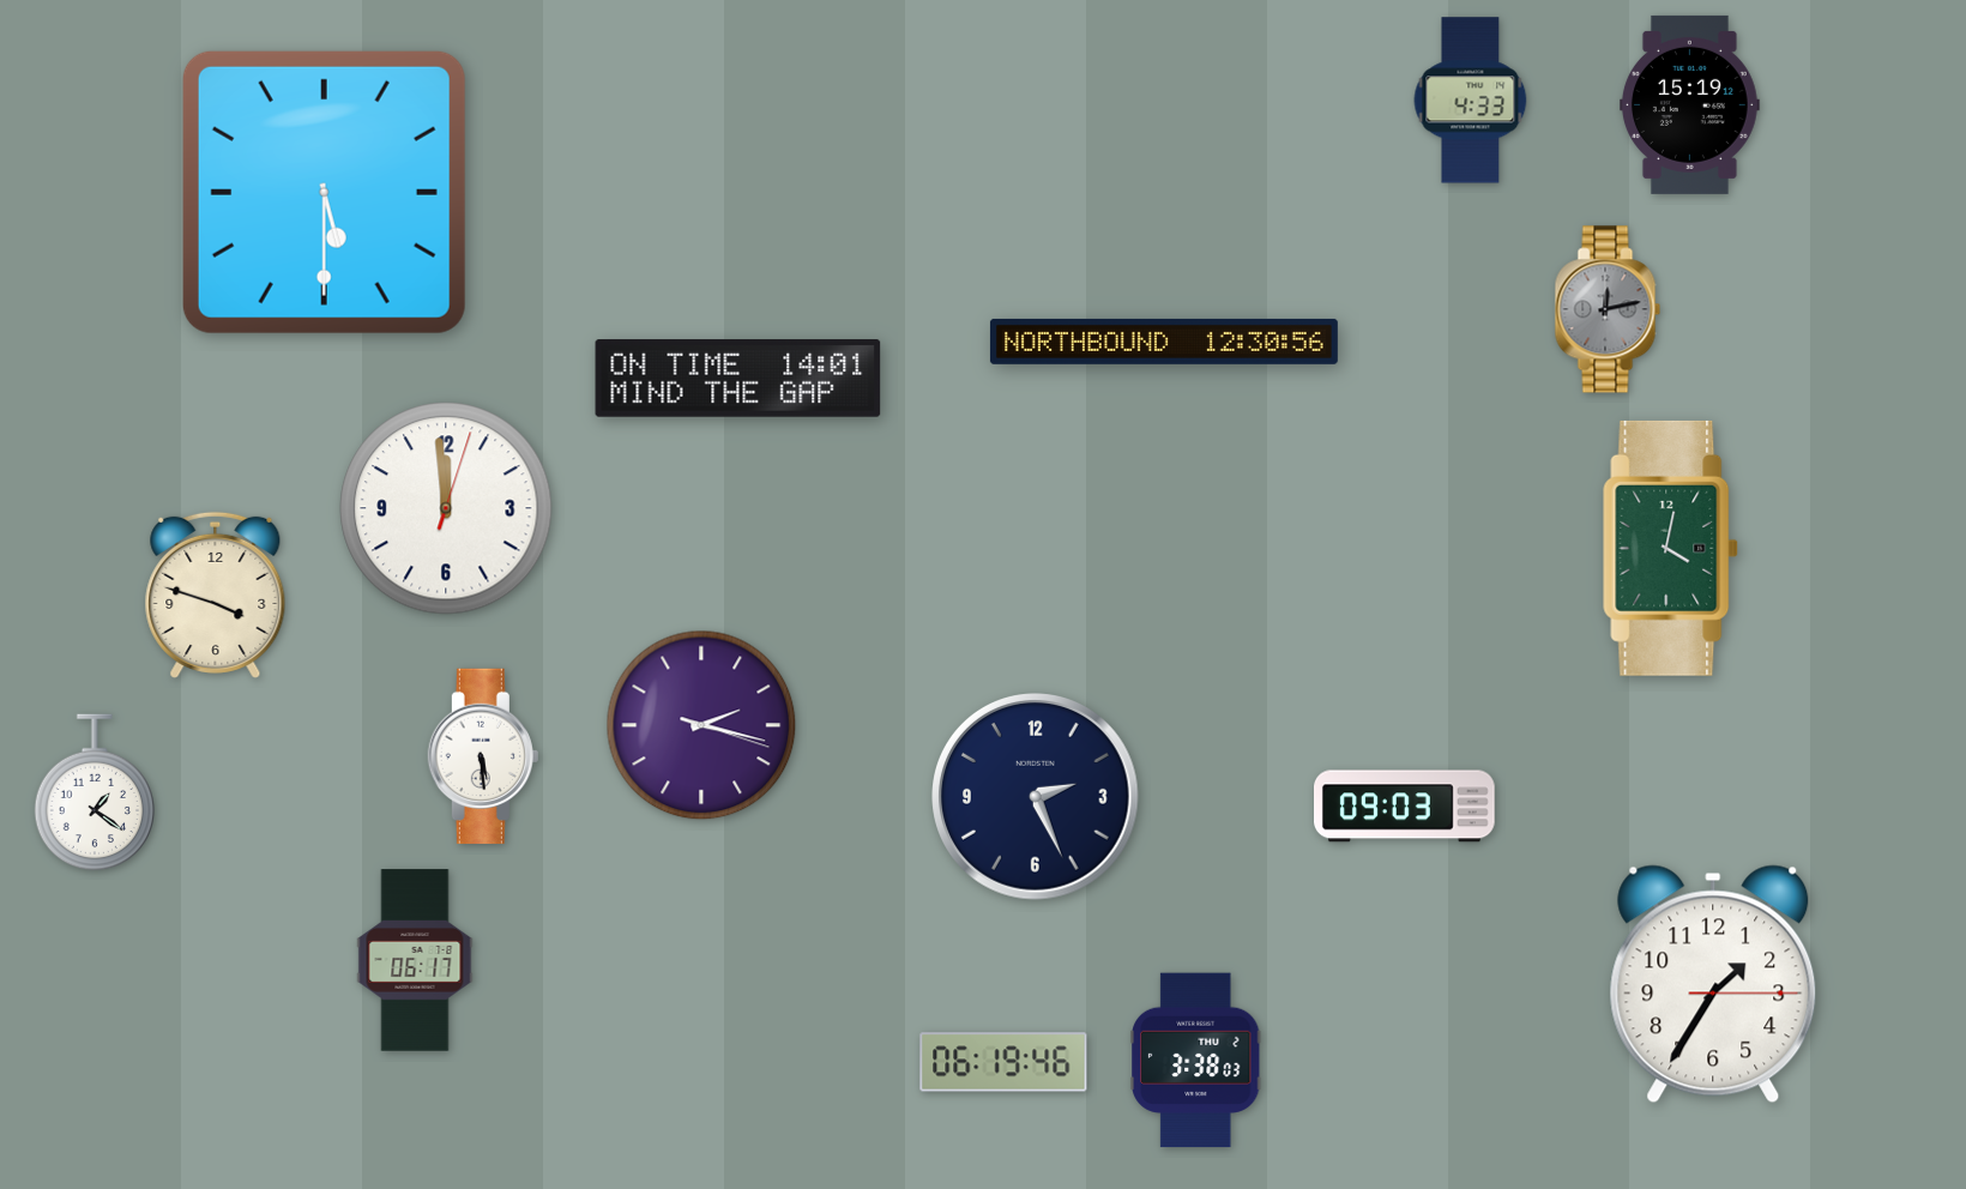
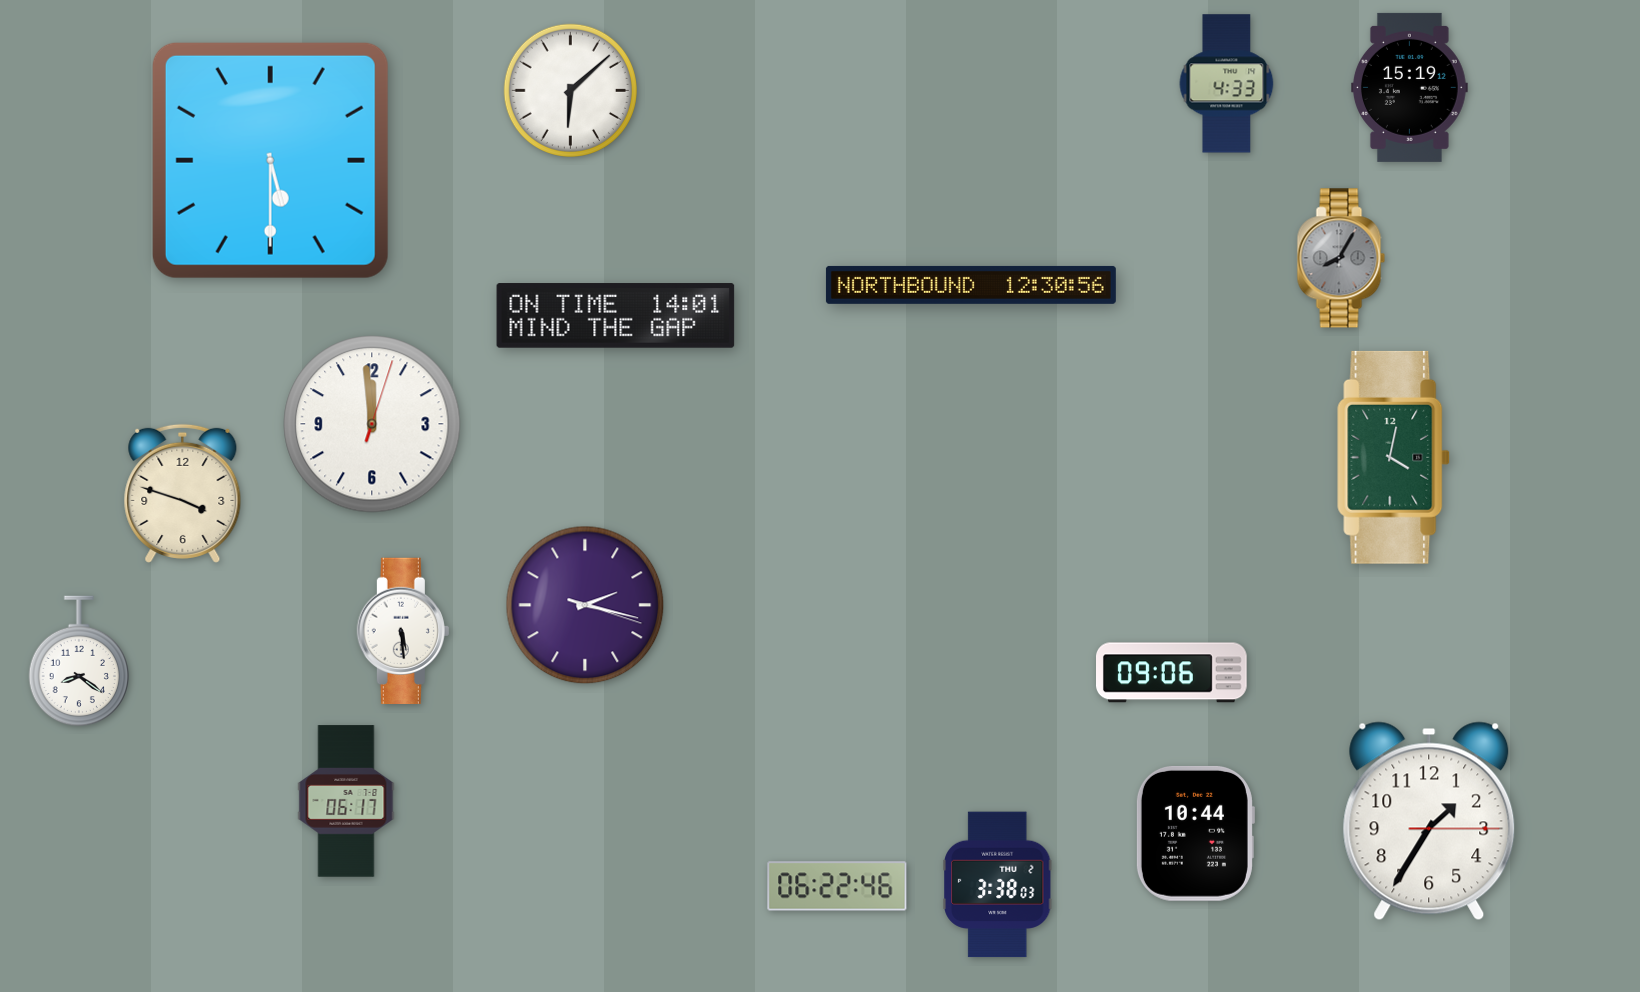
clock at (570, 90): none -> 6:08
clock at (1608, 309): 12:13 -> 8:05
clock at (216, 594) position: (216, 594) -> (183, 493)
clock at (95, 792): 1:21 -> 8:21
clock at (1036, 797): 2:26 -> none
clock at (1405, 807): 09:03 -> 09:06
clock at (1195, 833): none -> 10:44
clock at (1003, 1062): 06:19 -> 06:22
